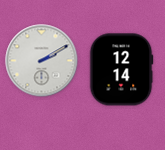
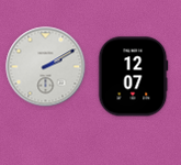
clock at (121, 70): 12:14 -> 12:07
